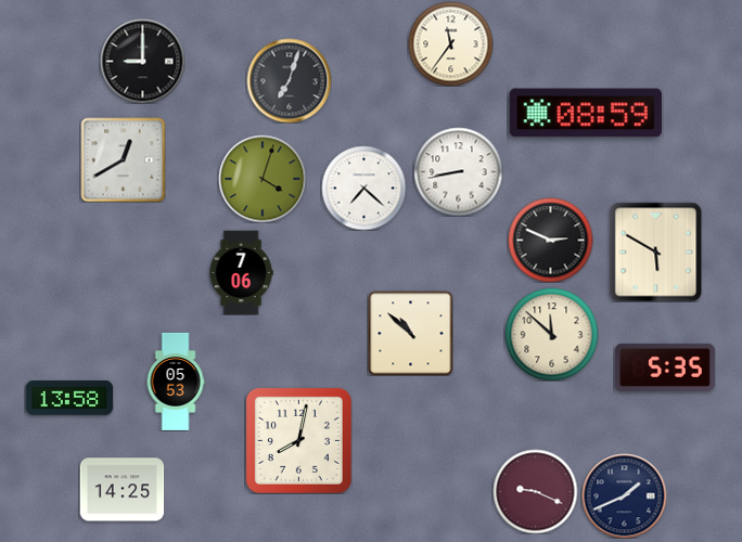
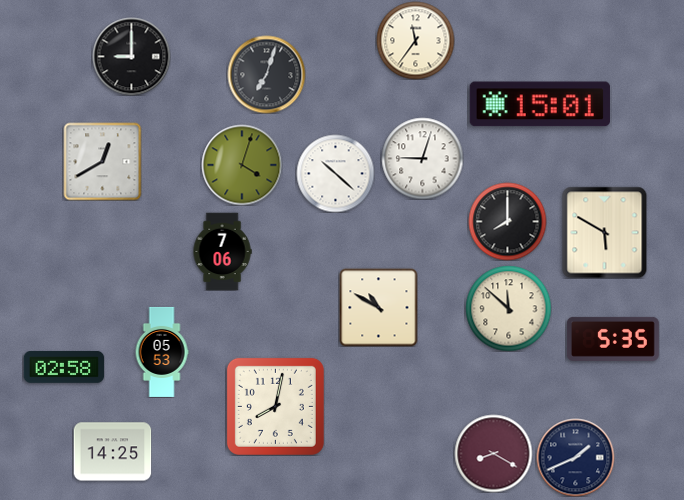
clock at (586, 113): 08:59 -> 15:01
clock at (123, 159) position: (123, 159) -> (102, 161)
clock at (458, 171): 8:43 -> 9:03
clock at (363, 188): 7:22 -> 10:22
clock at (550, 240): 2:49 -> 8:00
clock at (410, 333): 10:52 -> 10:50
clock at (69, 398): 13:58 -> 02:58
clock at (535, 491): 9:19 -> 8:20
